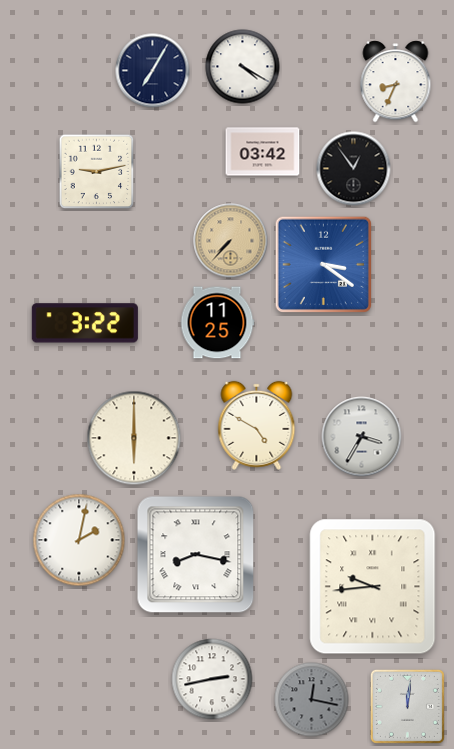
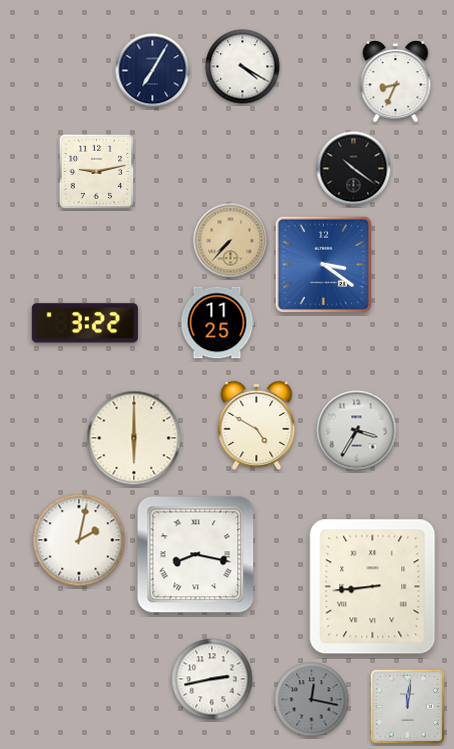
clock at (263, 152): 03:42 -> none
clock at (354, 169): 12:54 -> 10:21
clock at (362, 437) position: (362, 437) -> (357, 431)
clock at (373, 587): 9:44 -> 8:44
